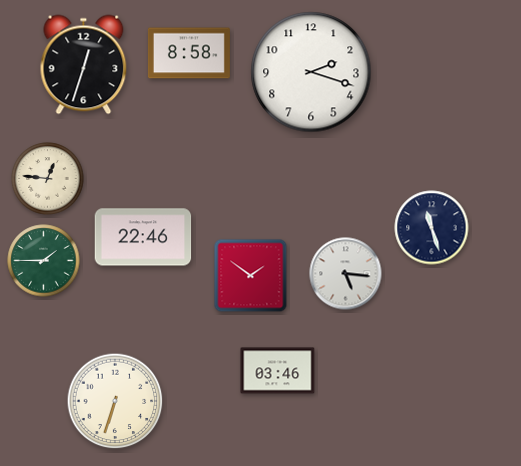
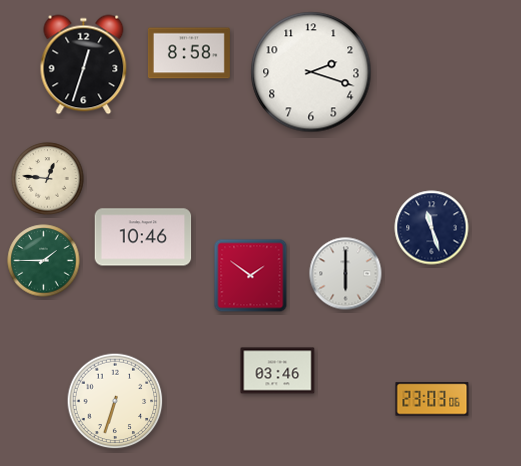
clock at (143, 237): 22:46 -> 10:46
clock at (346, 274): 5:16 -> 6:00
clock at (432, 399): none -> 23:03
